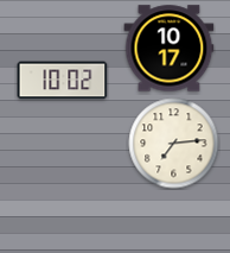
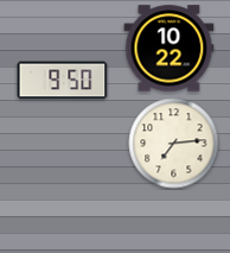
clock at (170, 49): 10:17 -> 10:22
clock at (63, 81): 10:02 -> 9:50
